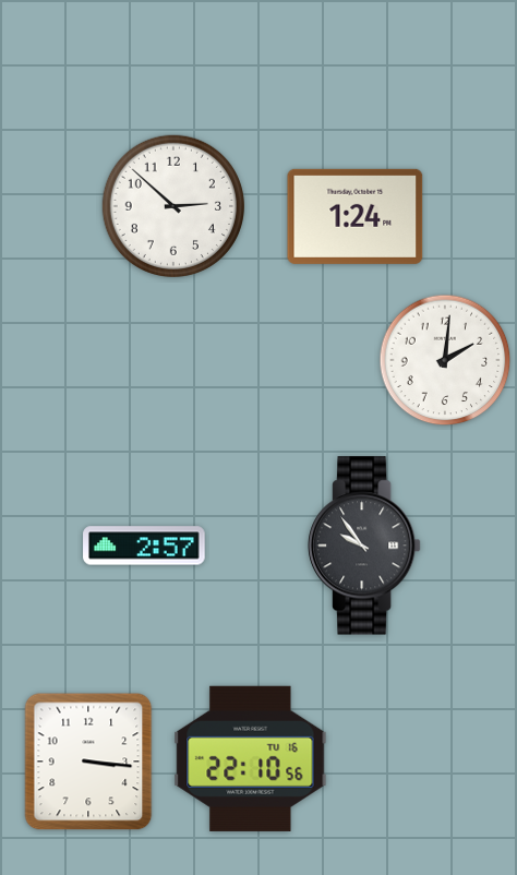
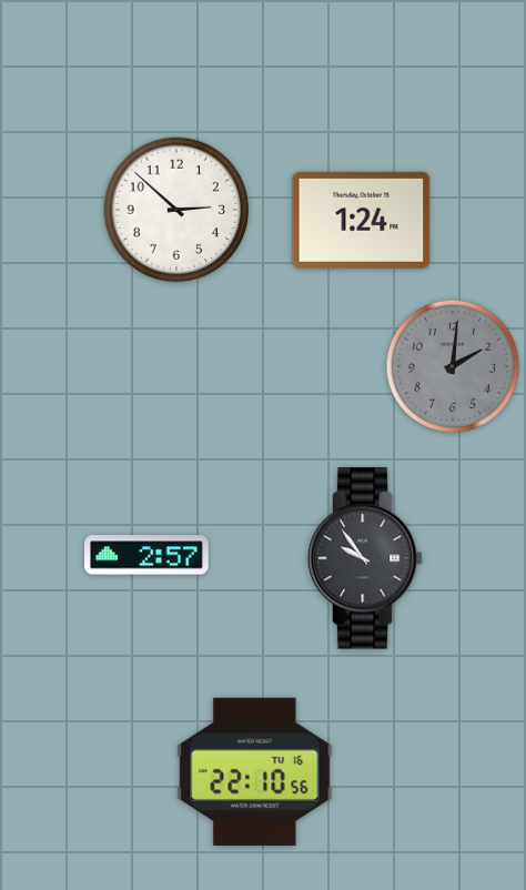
clock at (445, 360) dial: white -> grey
clock at (365, 546) position: (365, 546) -> (366, 558)
clock at (88, 762): 3:16 -> none
